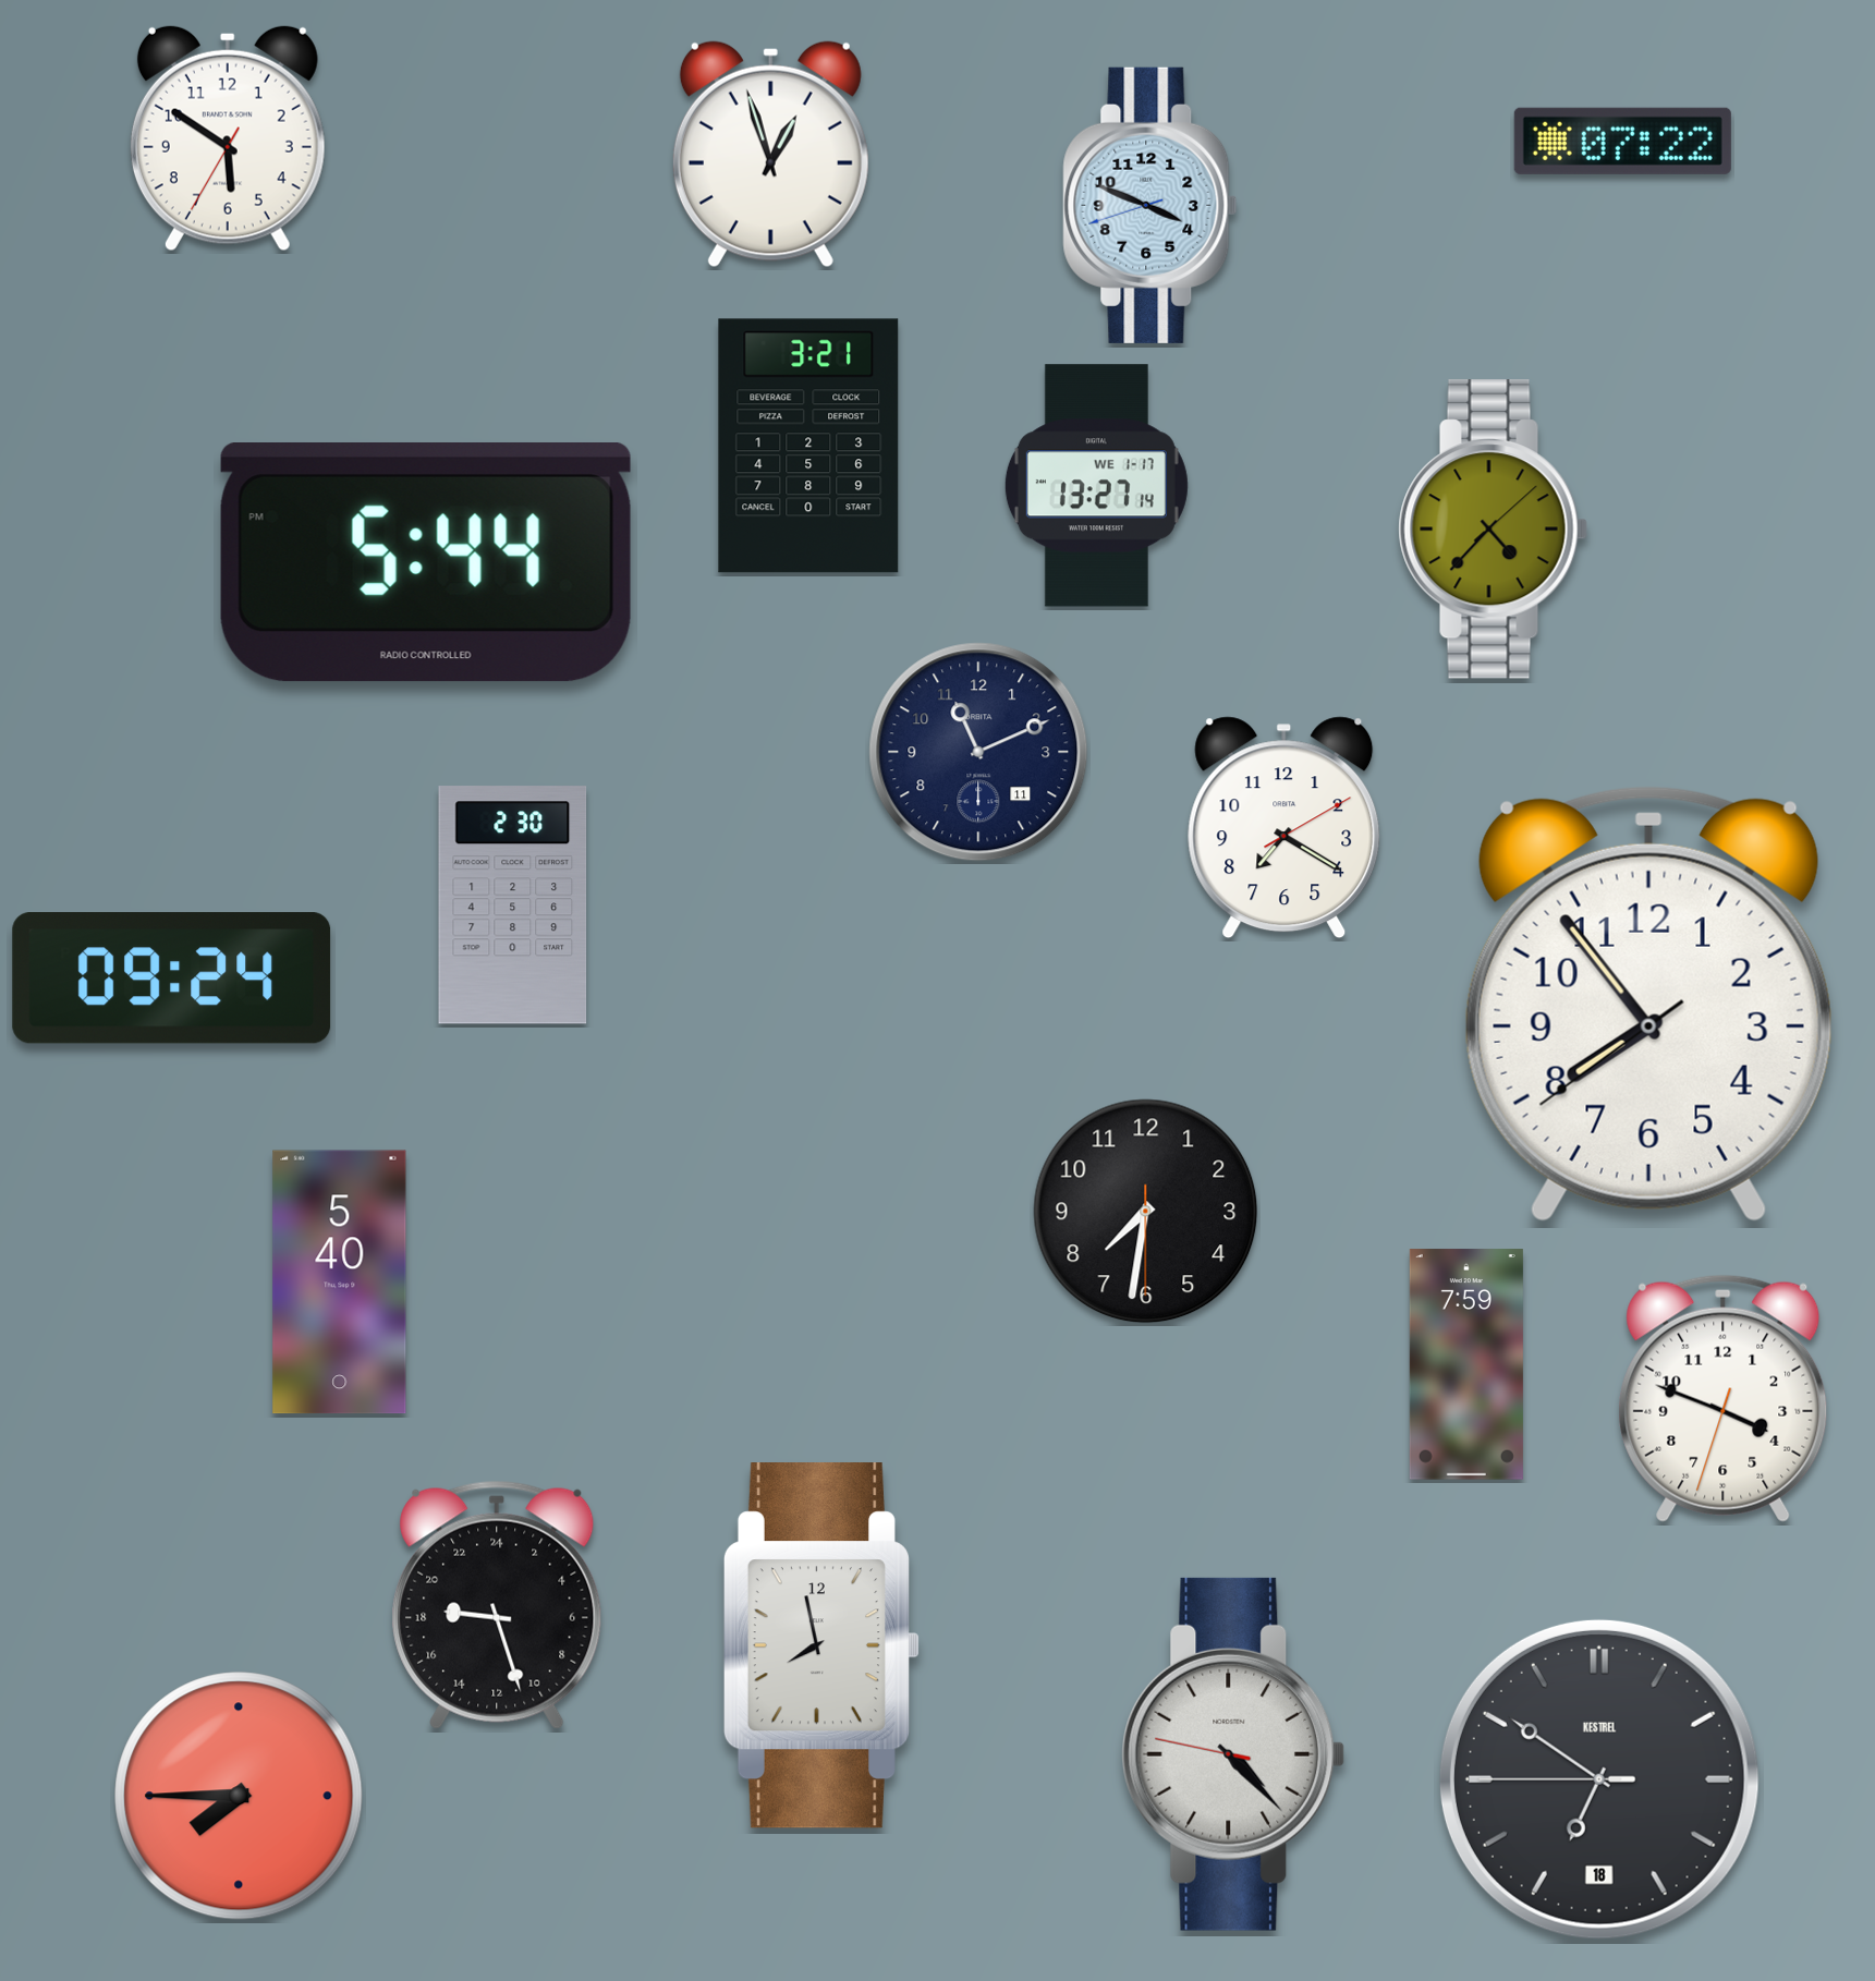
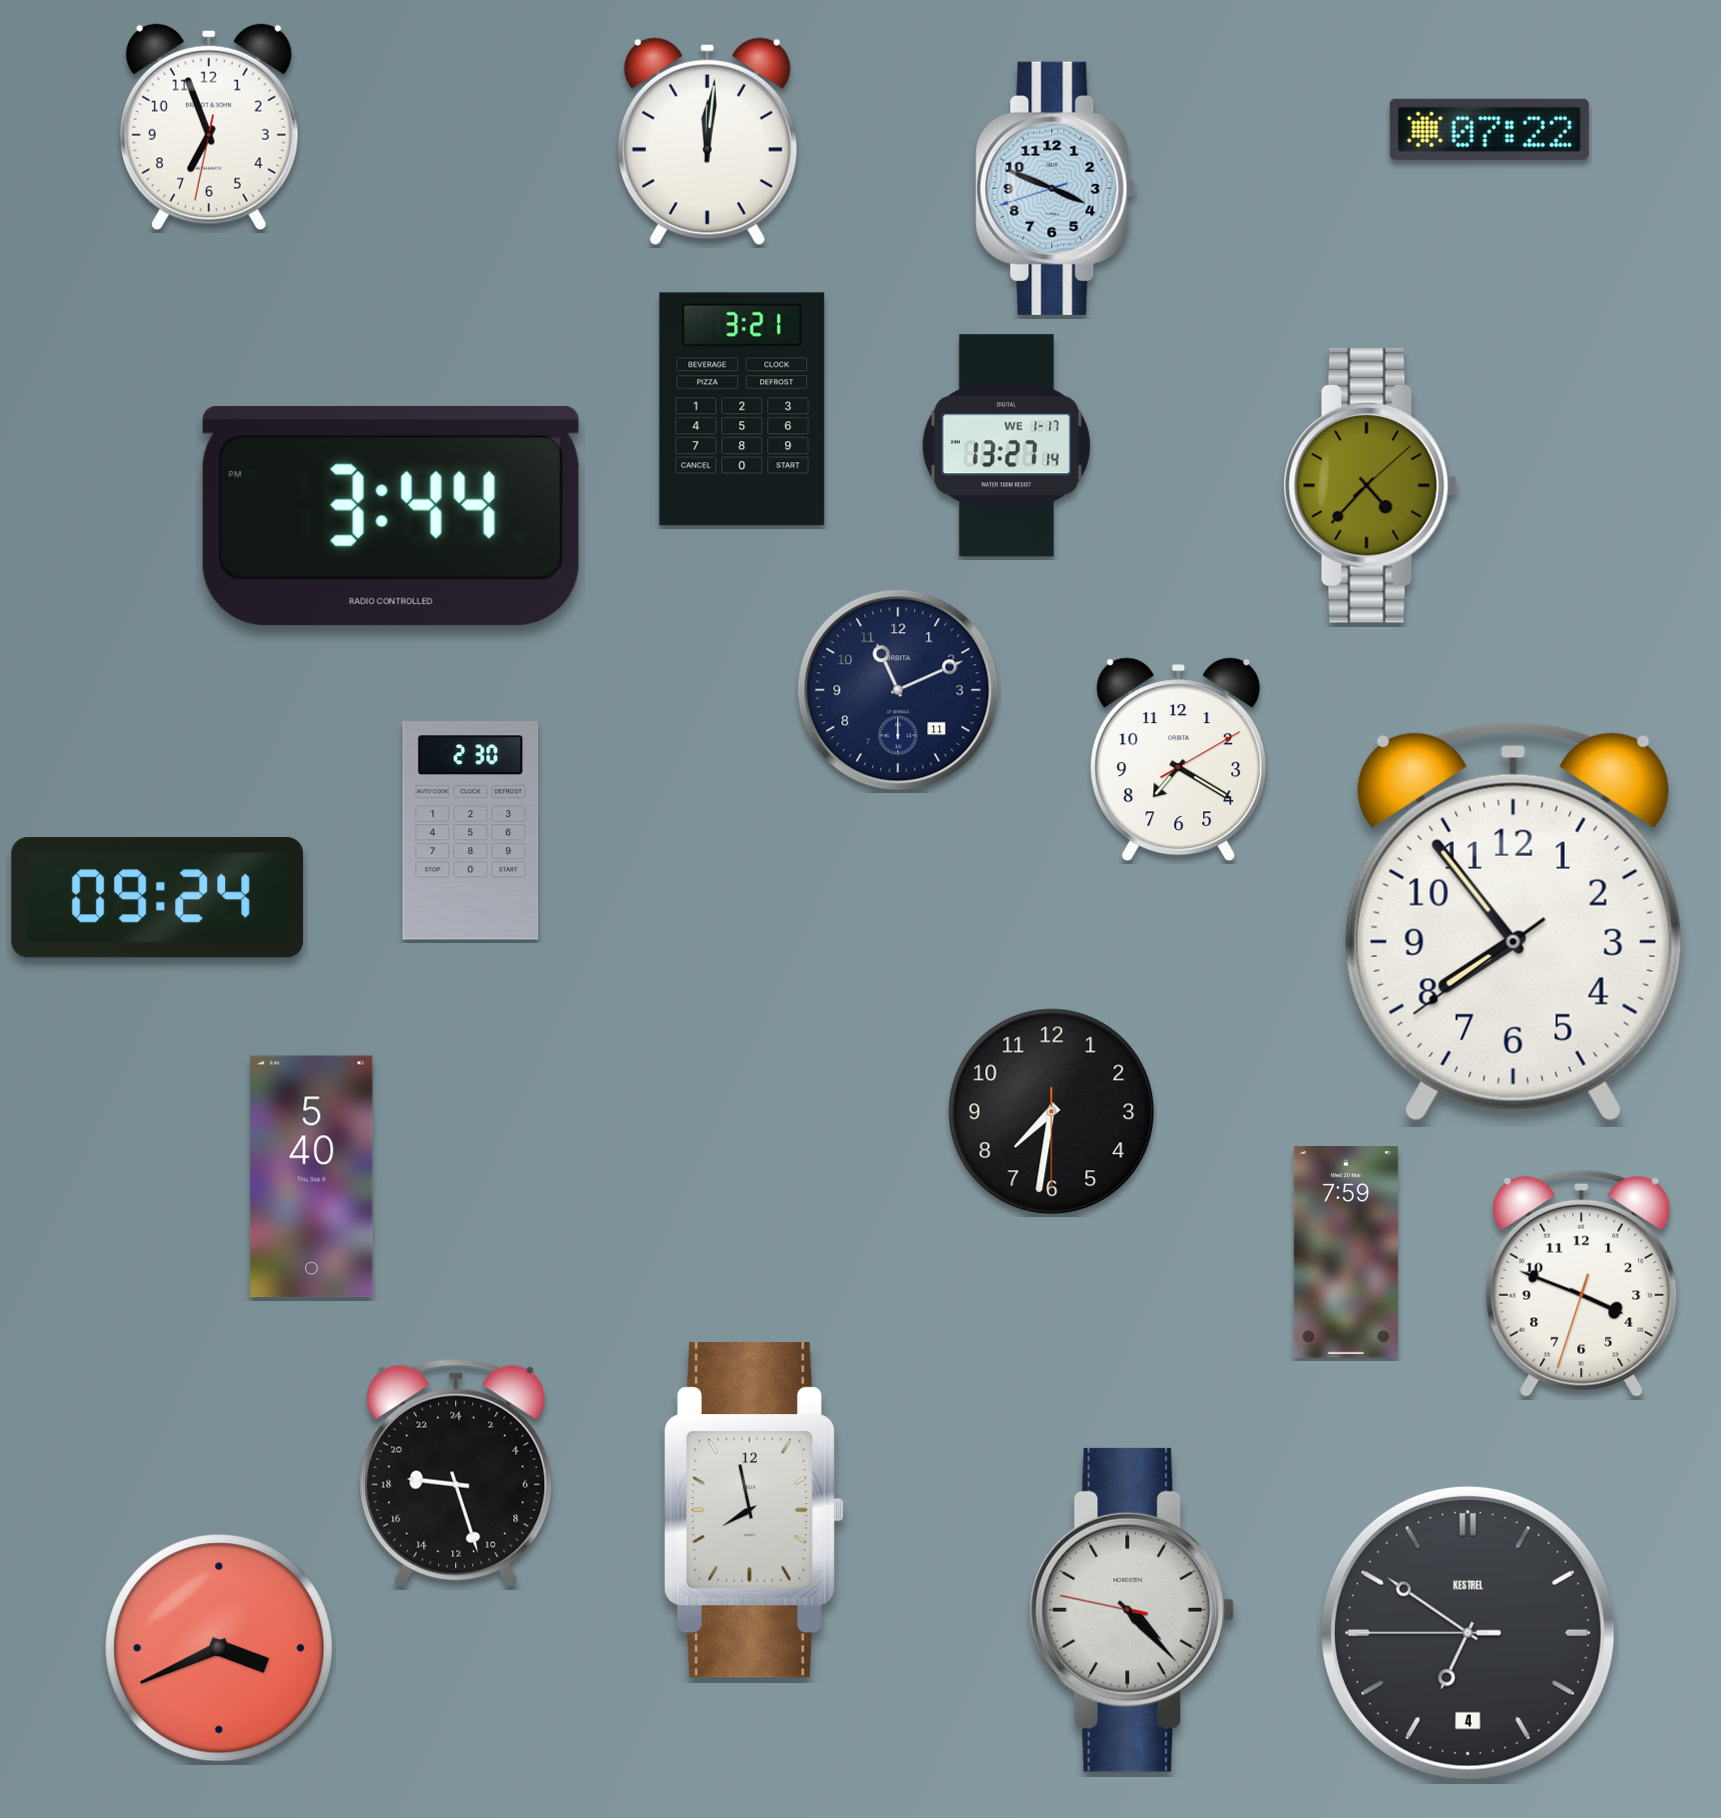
clock at (228, 138): 5:50 -> 6:56
clock at (770, 155): 12:57 -> 12:01
clock at (426, 563): 5:44 -> 3:44
clock at (1599, 1779) date: 18 -> 4
clock at (239, 1796): 7:45 -> 3:41
